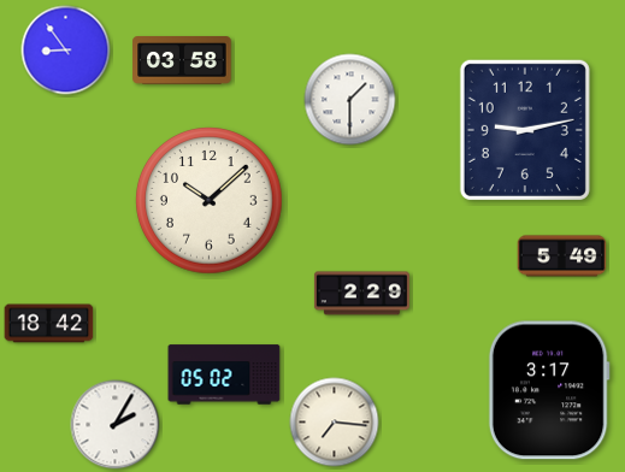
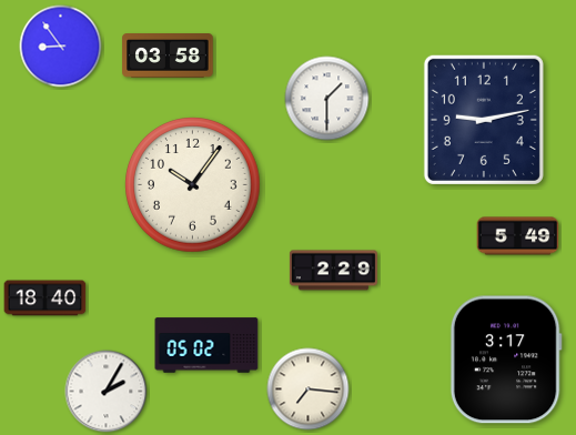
clock at (350, 100) position: (350, 100) -> (327, 99)
clock at (210, 201): 10:08 -> 10:06
clock at (49, 324): 18:42 -> 18:40
